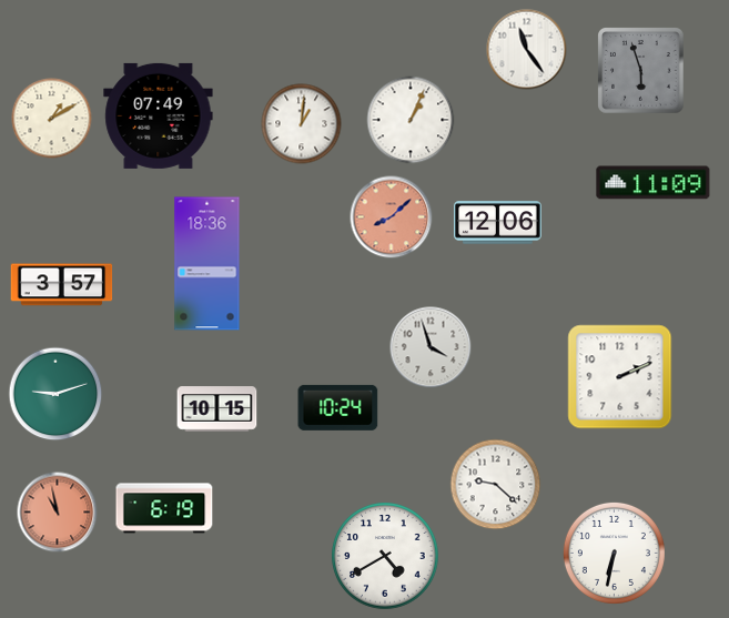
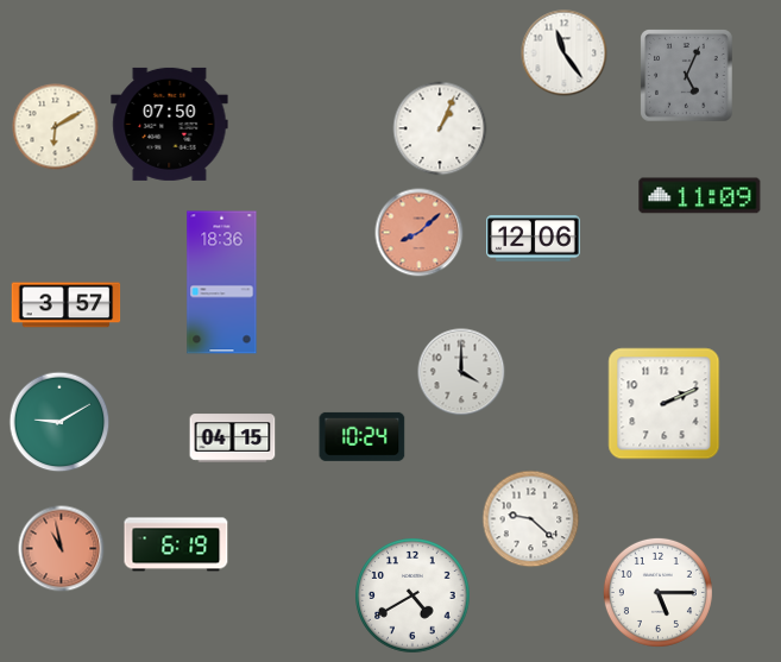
clock at (641, 71): 5:57 -> 5:04
clock at (159, 115): 07:49 -> 07:50
clock at (52, 119): 1:10 -> 6:10
clock at (302, 124): 1:01 -> none
clock at (431, 347): 3:57 -> 4:00
clock at (55, 394): 9:12 -> 9:10
clock at (217, 409): 10:15 -> 04:15
clock at (614, 553): 6:32 -> 5:15
